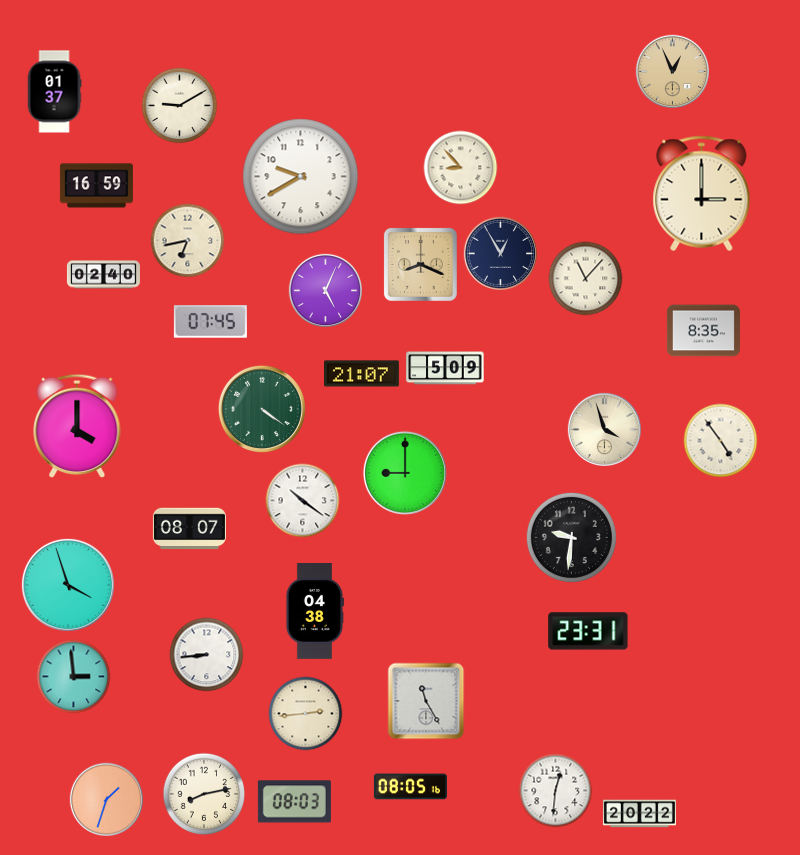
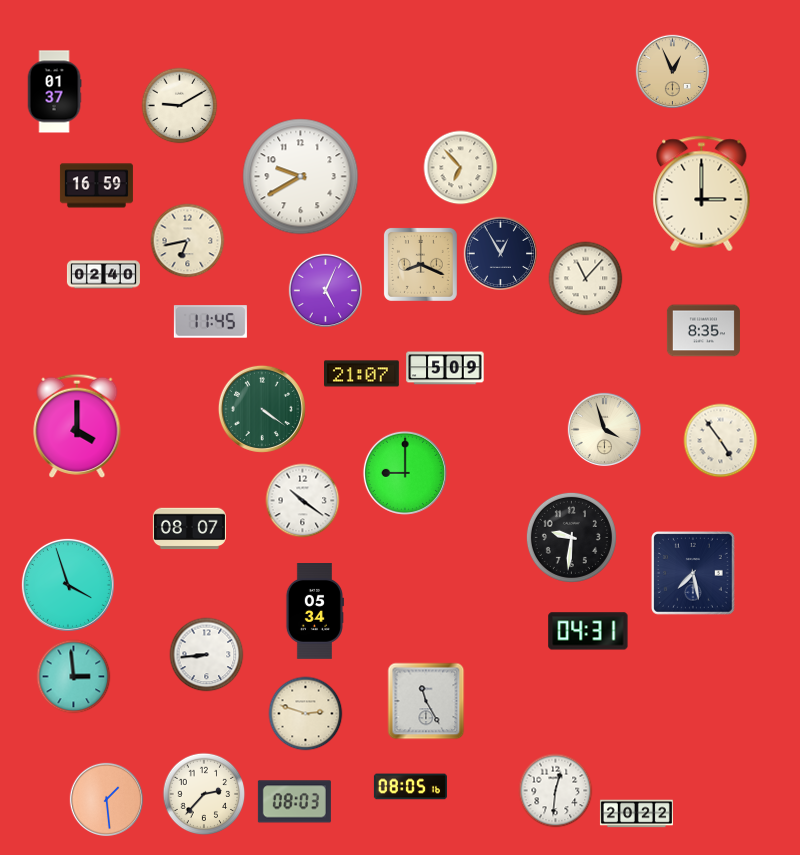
clock at (461, 168): 8:53 -> 6:53
clock at (210, 322): 07:45 -> 11:45
clock at (694, 574): none -> 7:28
clock at (314, 612): 04:38 -> 05:34
clock at (588, 631): 23:31 -> 04:31
clock at (306, 714): 2:44 -> 2:48
clock at (204, 794): 8:13 -> 2:37
clock at (107, 800): 1:33 -> 1:29
clock at (639, 814) position: (639, 814) -> (636, 814)
